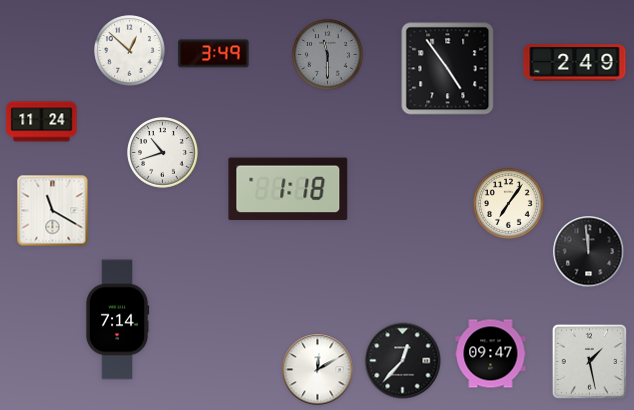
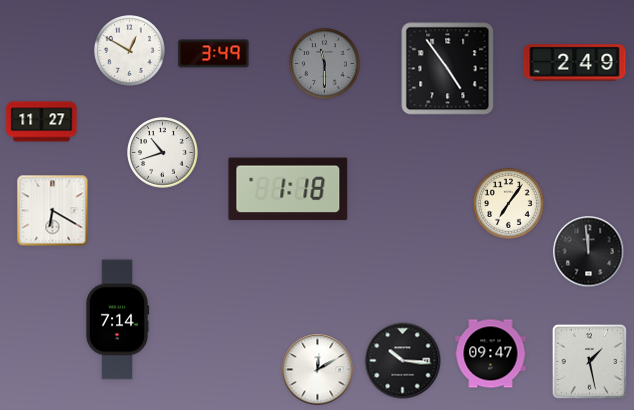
clock at (130, 51): 12:52 -> 12:50
clock at (328, 55) position: (328, 55) -> (325, 64)
clock at (42, 122): 11:24 -> 11:27
clock at (53, 211): 11:20 -> 6:20
clock at (403, 361): 12:37 -> 10:16
